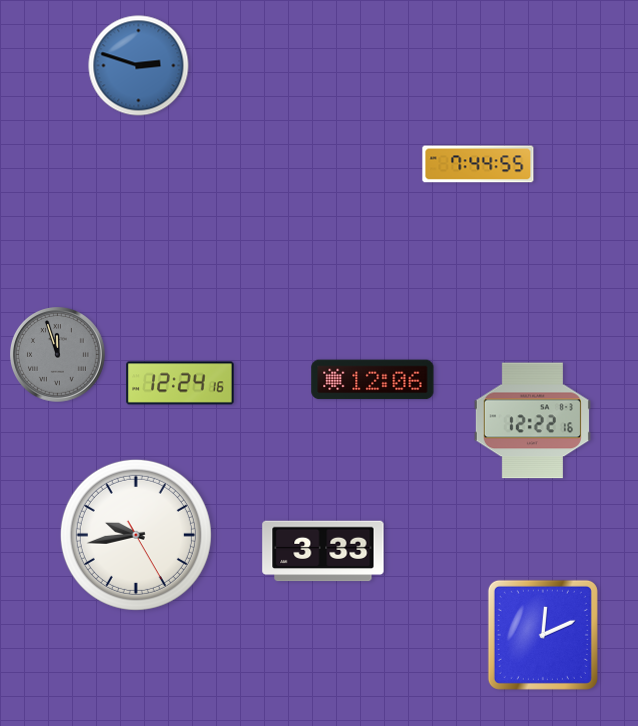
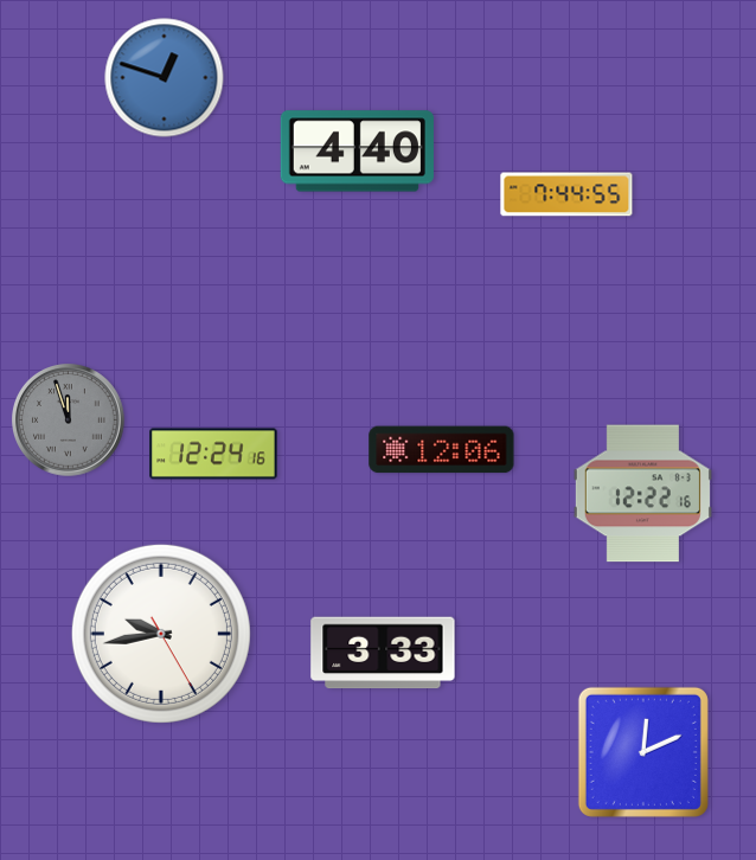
clock at (139, 66): 2:48 -> 12:48
clock at (357, 152): none -> 4:40
clock at (532, 421) position: (532, 421) -> (642, 494)
